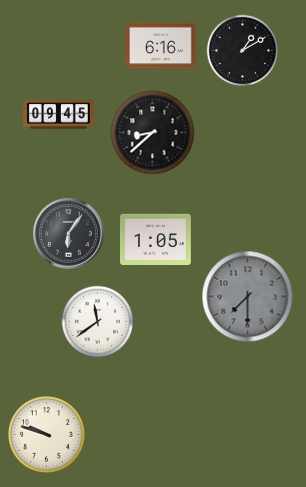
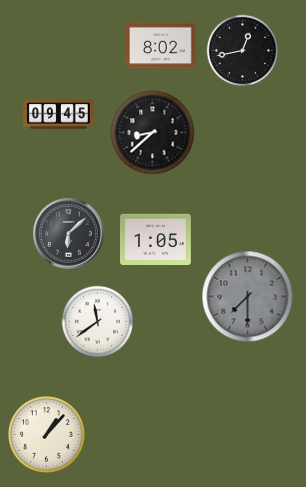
clock at (161, 46): 6:16 -> 8:02
clock at (243, 51): 1:10 -> 12:43
clock at (69, 234): 6:06 -> 6:08
clock at (47, 435): 9:48 -> 1:07
